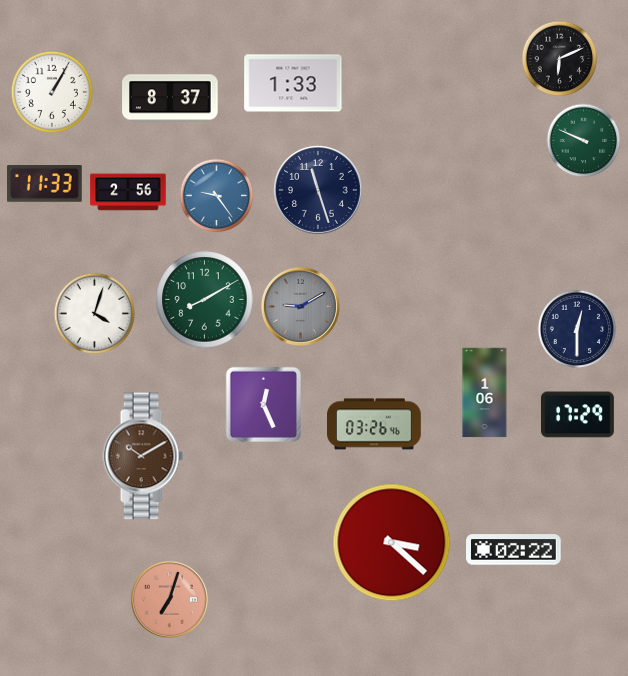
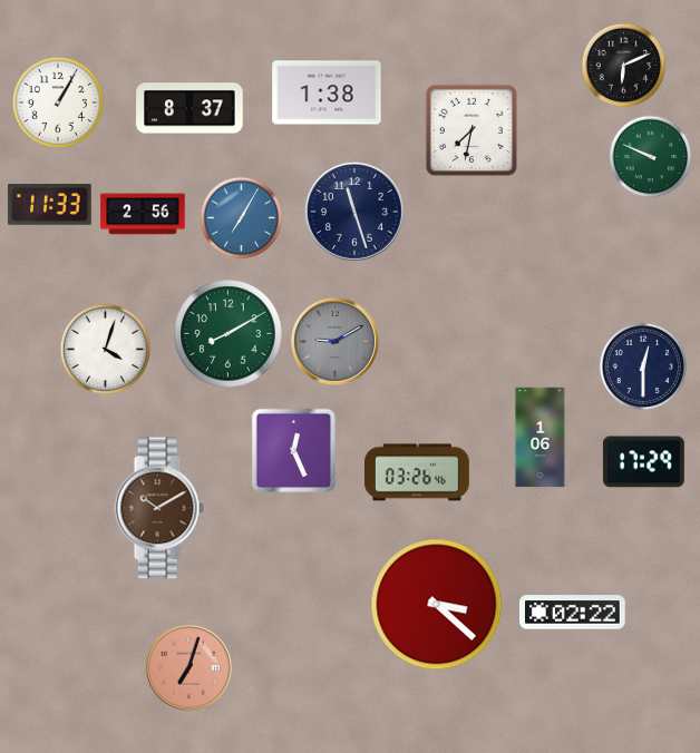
clock at (293, 83): 1:33 -> 1:38
clock at (471, 130): none -> 7:32
clock at (217, 196): 9:24 -> 7:05
